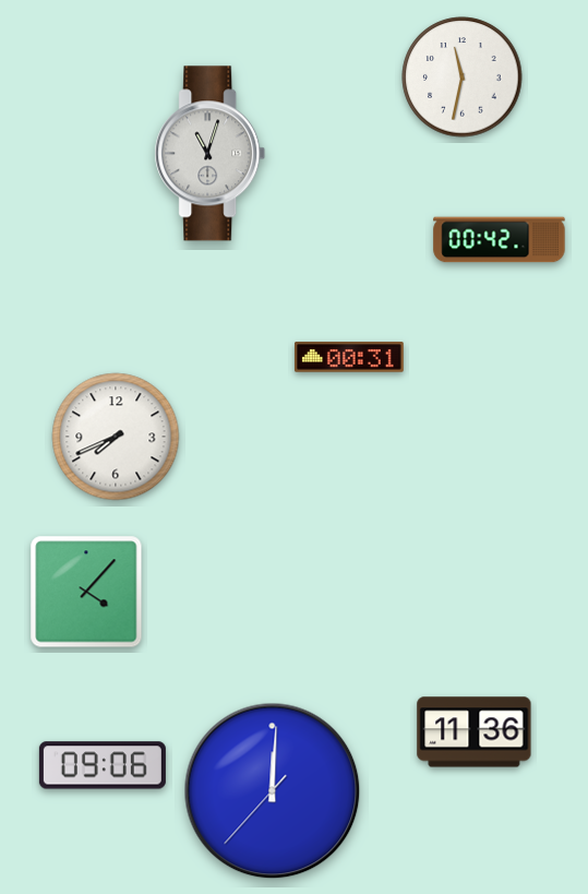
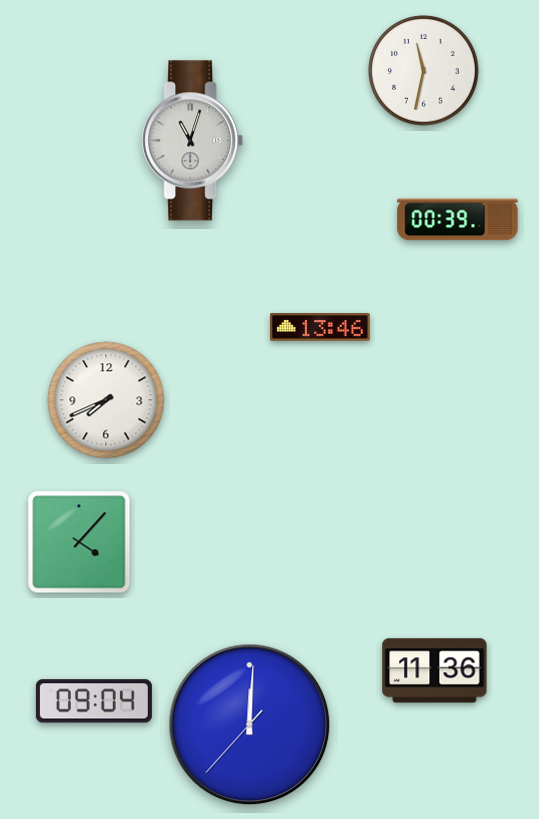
clock at (500, 240): 00:42 -> 00:39
clock at (349, 357): 00:31 -> 13:46
clock at (103, 765): 09:06 -> 09:04
